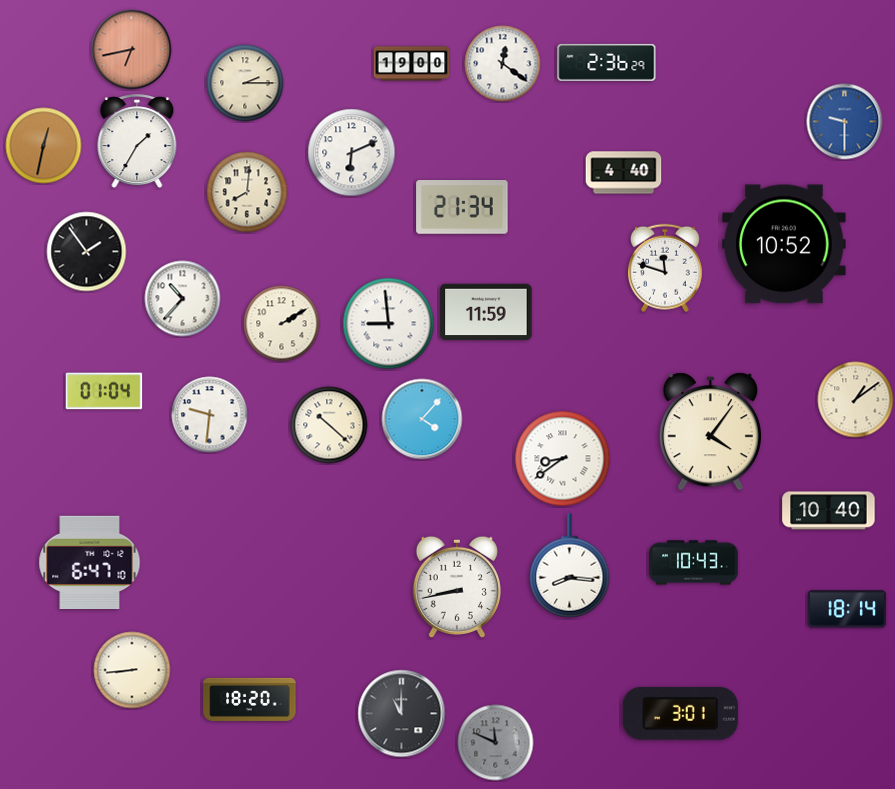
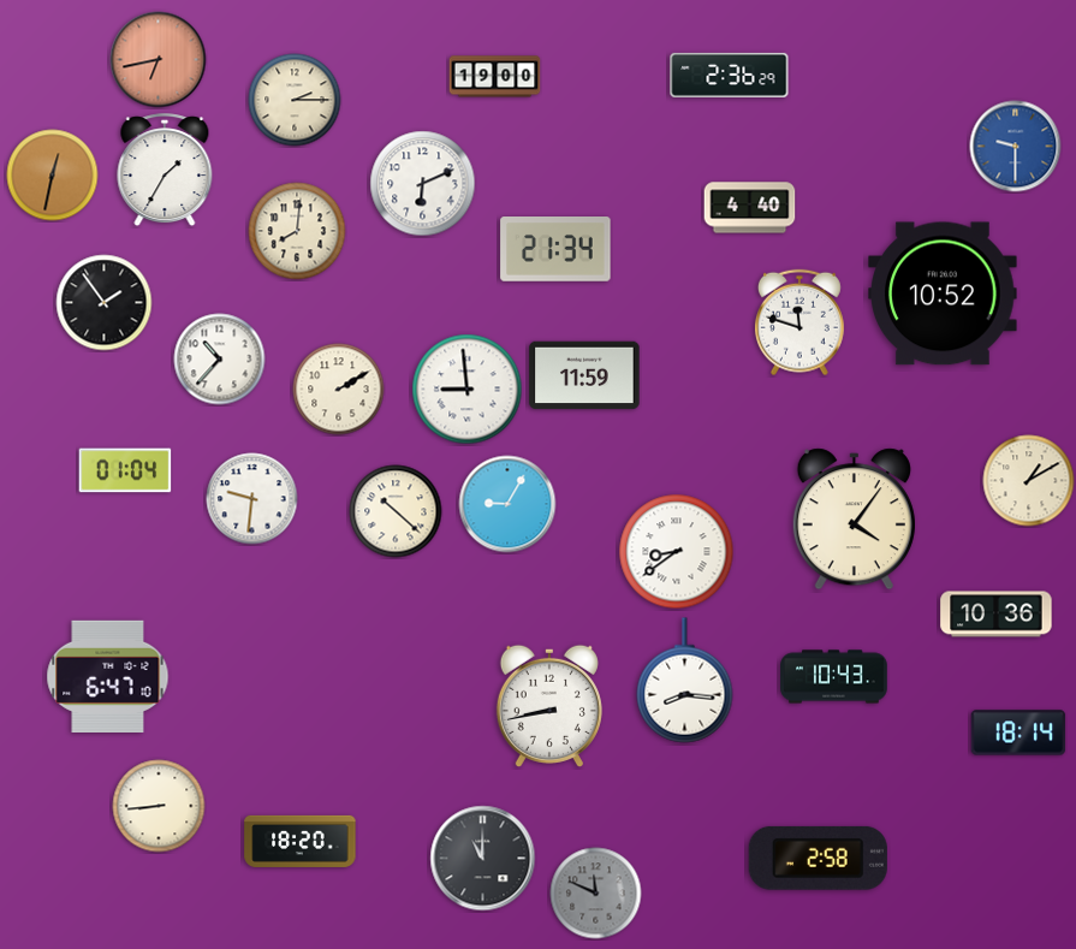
clock at (503, 64): 12:21 -> none
clock at (856, 400): 1:09 -> 1:10
clock at (422, 419): 4:07 -> 9:05
clock at (829, 511): 10:40 -> 10:36
clock at (680, 713): 3:01 -> 2:58
